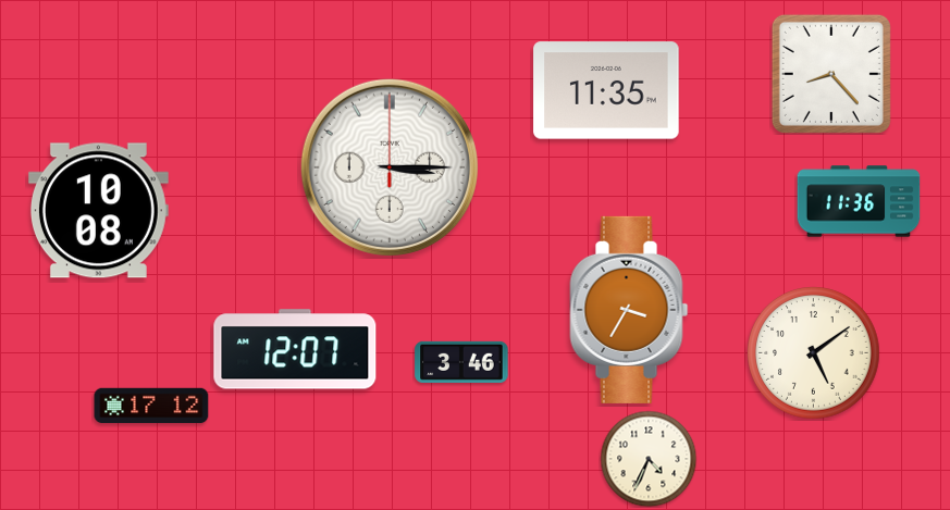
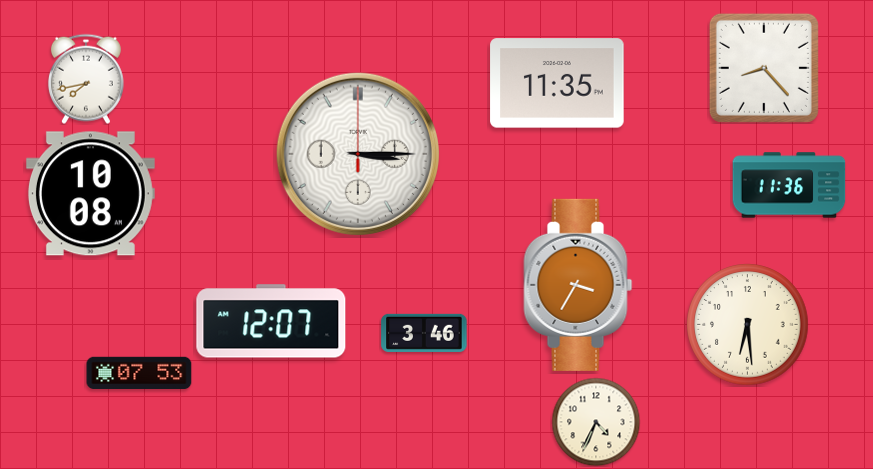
clock at (86, 79): none -> 7:43
clock at (814, 353): 5:09 -> 6:29
clock at (151, 406): 17:12 -> 07:53
